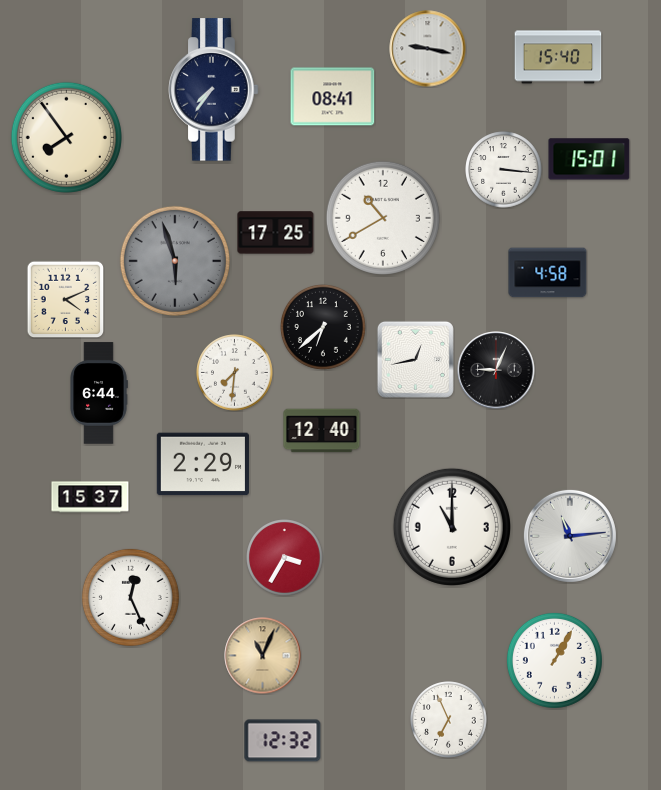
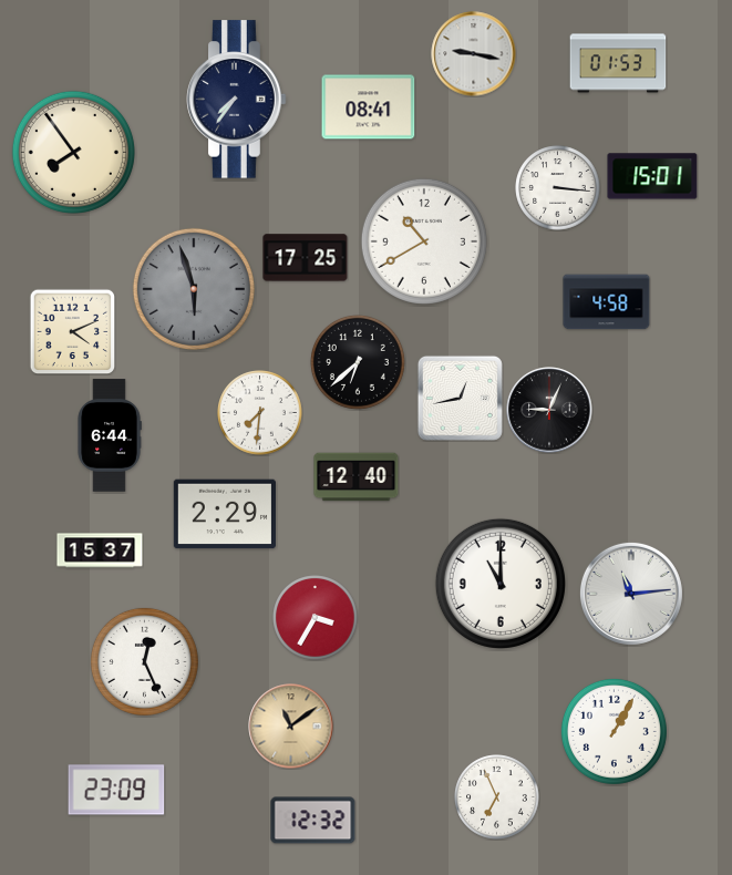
clock at (558, 57): 15:40 -> 01:53
clock at (263, 656): 11:04 -> 11:09
clock at (116, 790): none -> 23:09
